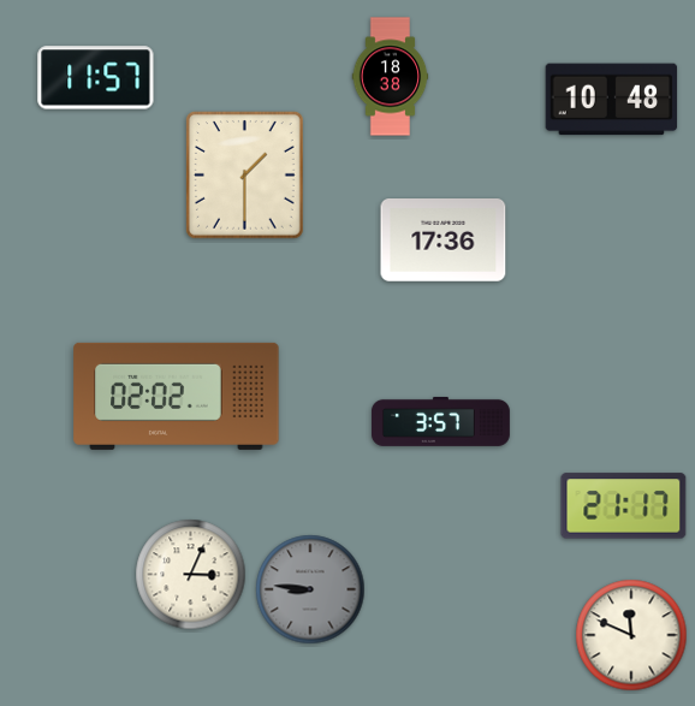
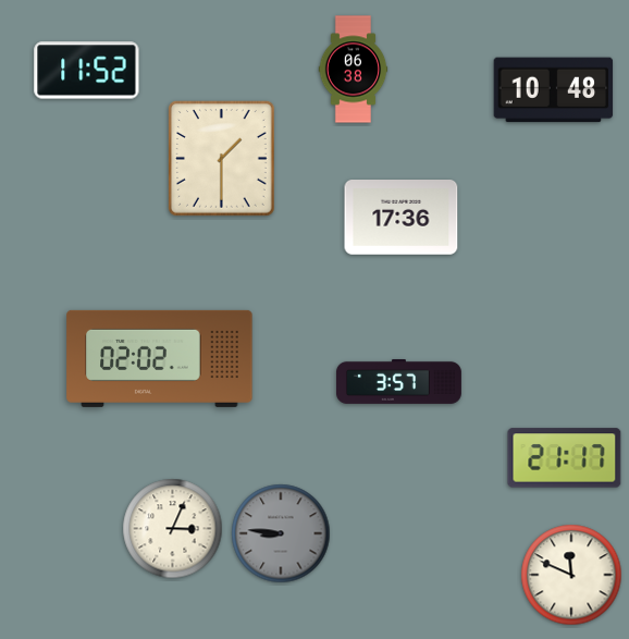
clock at (391, 77): 18:38 -> 06:38
clock at (96, 78): 11:57 -> 11:52
clock at (191, 575) position: (191, 575) -> (173, 529)
